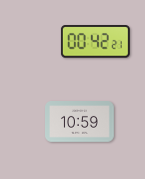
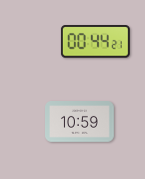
clock at (95, 42): 00:42 -> 00:44
